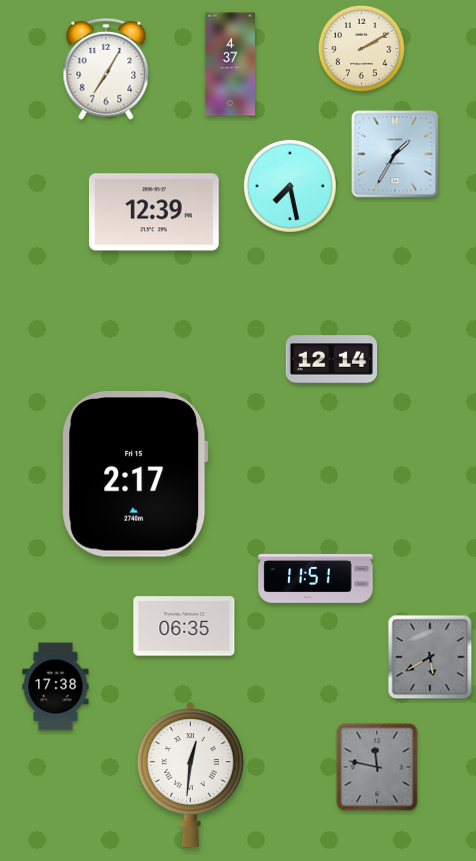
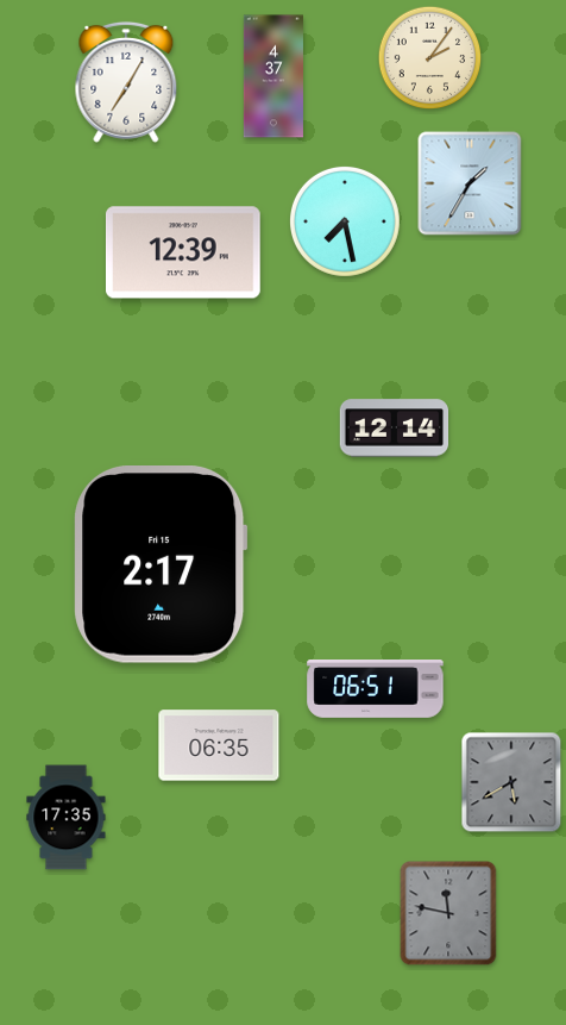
clock at (362, 49): 2:10 -> 2:06
clock at (316, 579): 11:51 -> 06:51
clock at (56, 687): 17:38 -> 17:35
clock at (190, 774): 12:31 -> none
